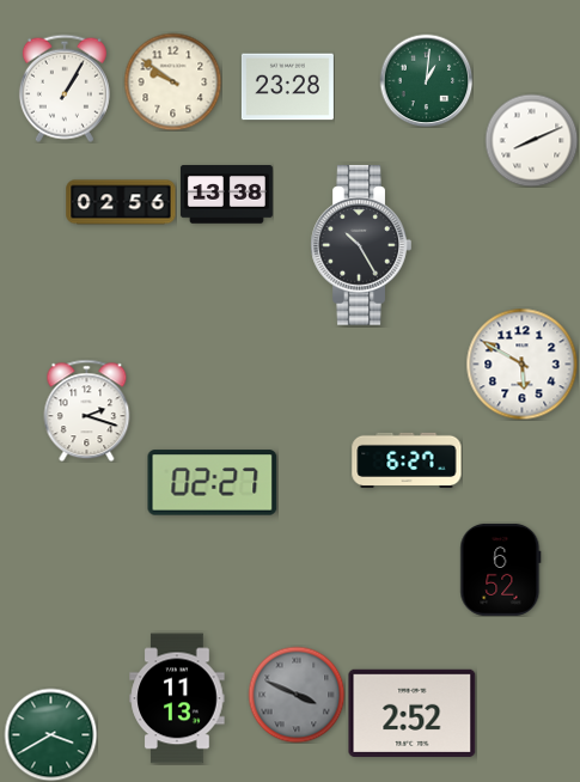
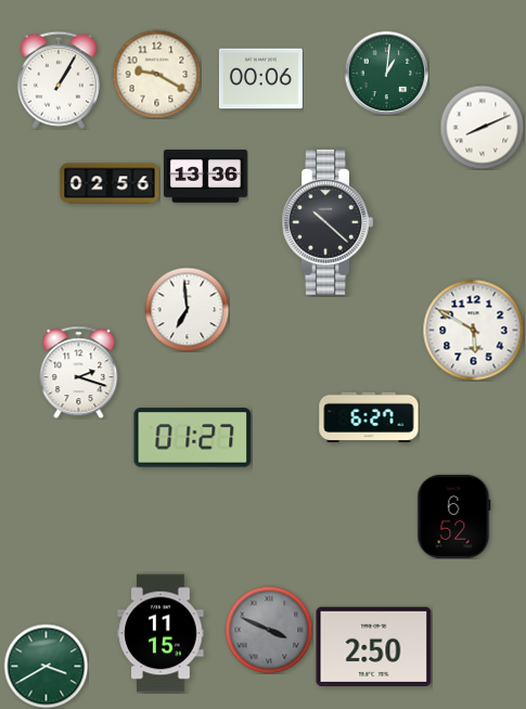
clock at (172, 81): 9:51 -> 9:20
clock at (287, 87): 23:28 -> 00:06
clock at (226, 195): 13:38 -> 13:36
clock at (361, 245): 10:25 -> 10:22
clock at (187, 309): none -> 6:59
clock at (213, 483): 02:27 -> 01:27
clock at (177, 698): 11:13 -> 11:15
clock at (413, 713): 2:52 -> 2:50
